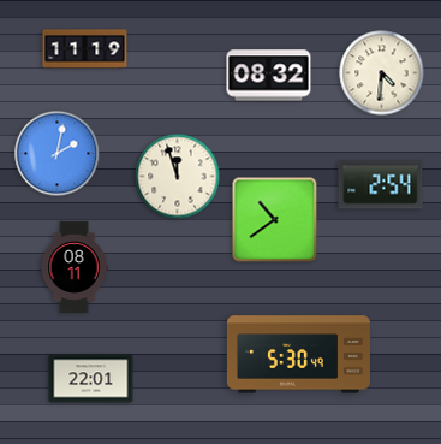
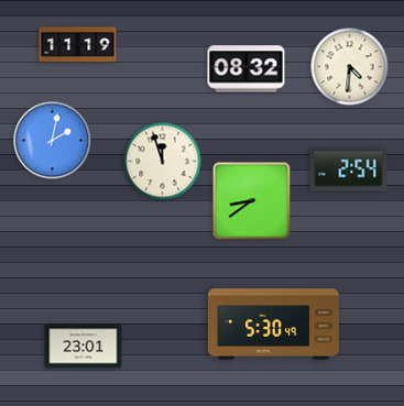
clock at (275, 220): 10:39 -> 8:39
clock at (75, 266): 08:11 -> none
clock at (91, 379): 22:01 -> 23:01
